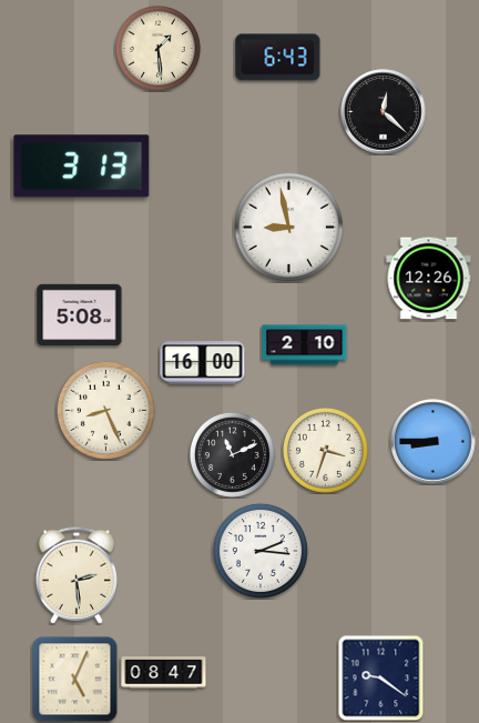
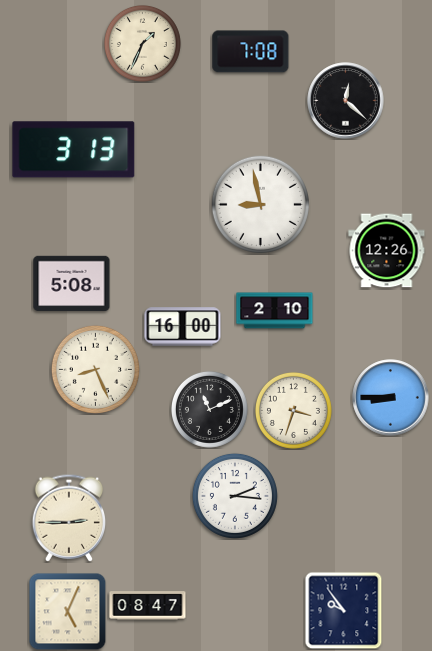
clock at (157, 48): 1:29 -> 1:34
clock at (278, 58): 6:43 -> 7:08
clock at (325, 450) position: (325, 450) -> (293, 410)
clock at (77, 575): 2:29 -> 2:45
clock at (380, 677): 9:21 -> 9:54
